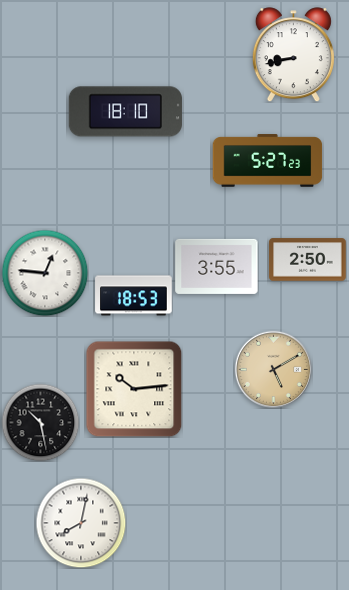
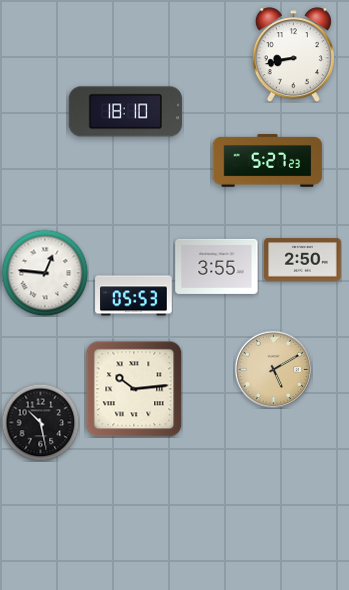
clock at (308, 260) position: (308, 260) -> (303, 260)
clock at (134, 296): 18:53 -> 05:53
clock at (81, 523): 8:02 -> none
